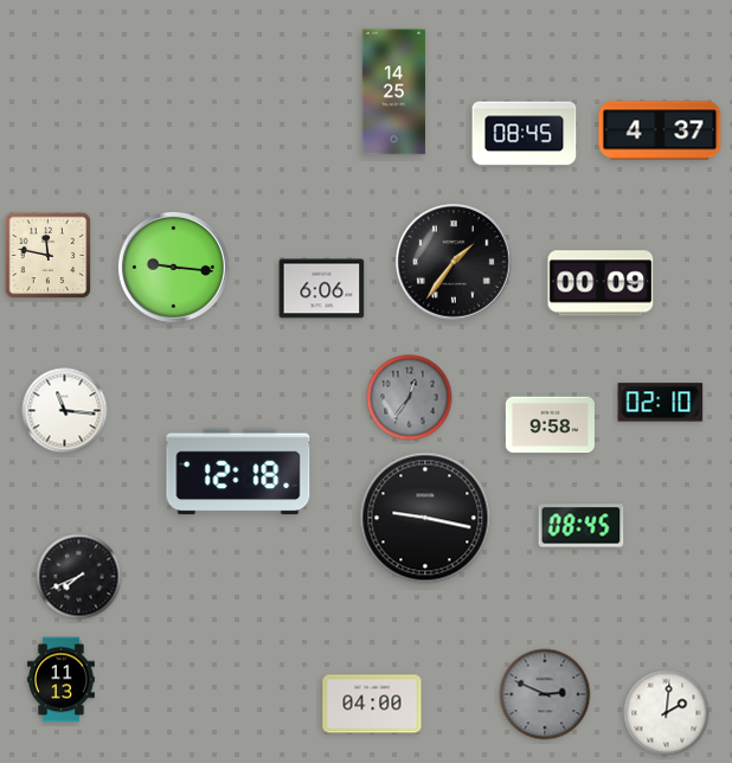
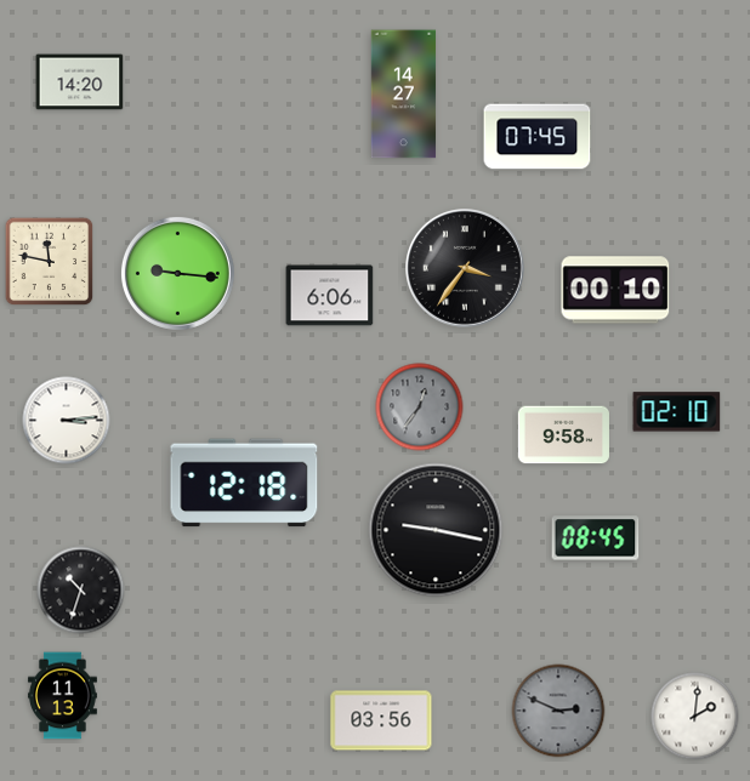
clock at (80, 82): none -> 14:20
clock at (394, 92): 14:25 -> 14:27
clock at (660, 130): 4:37 -> none
clock at (525, 134): 08:45 -> 07:45
clock at (455, 263): 1:36 -> 3:36
clock at (601, 283): 00:09 -> 00:10
clock at (65, 411): 11:16 -> 3:14
clock at (79, 577): 7:41 -> 10:33
clock at (372, 704): 04:00 -> 03:56
clock at (667, 713) position: (667, 713) -> (695, 717)
